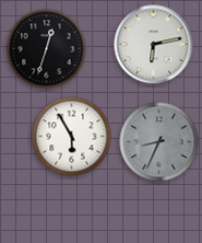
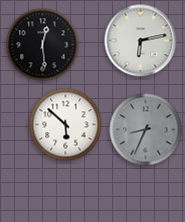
clock at (47, 49): 12:33 -> 12:29
clock at (72, 137): 5:55 -> 5:52
